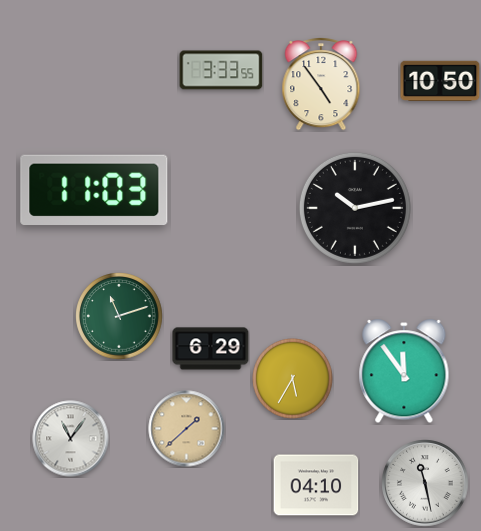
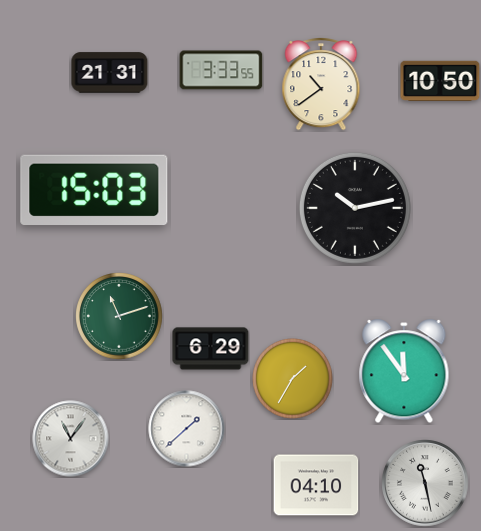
clock at (110, 73): none -> 21:31
clock at (321, 85): 4:54 -> 10:39
clock at (94, 190): 11:03 -> 15:03
clock at (293, 379): 5:35 -> 1:35
clock at (187, 429) dial: champagne -> white
